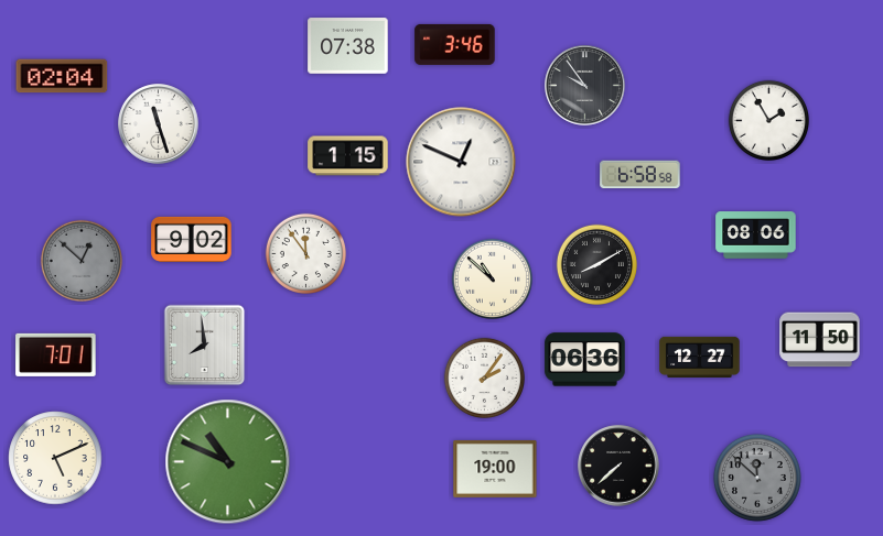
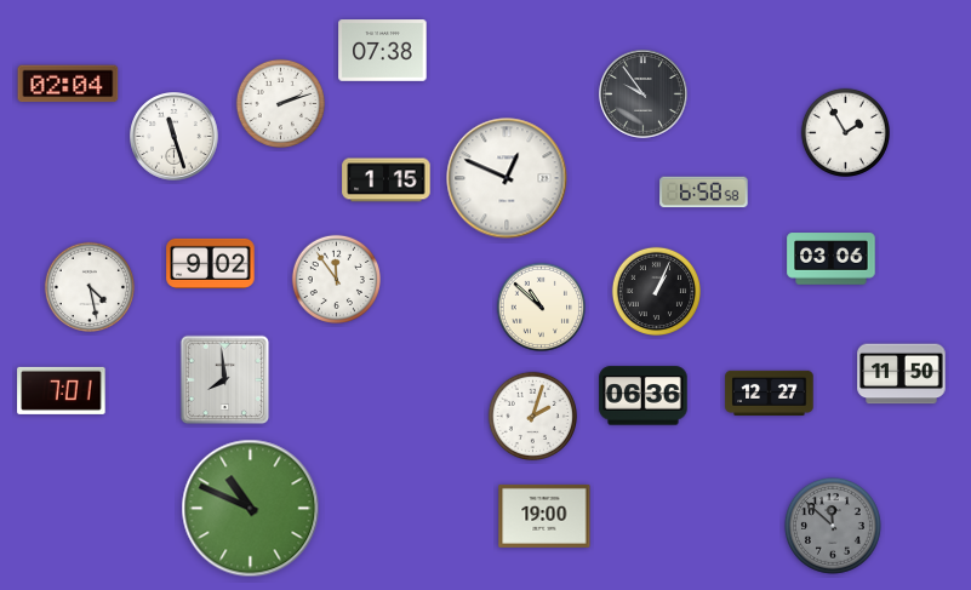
clock at (455, 44): 3:46 -> none
clock at (280, 103): none -> 2:12
clock at (348, 156) position: (348, 156) -> (387, 181)
clock at (756, 236): 08:06 -> 03:06
clock at (82, 261): 12:52 -> 4:28
clock at (82, 261) dial: grey -> white
clock at (596, 264): 8:10 -> 1:04
clock at (484, 378): 2:06 -> 2:03
clock at (55, 458): 5:11 -> none
clock at (618, 466): 7:38 -> none
